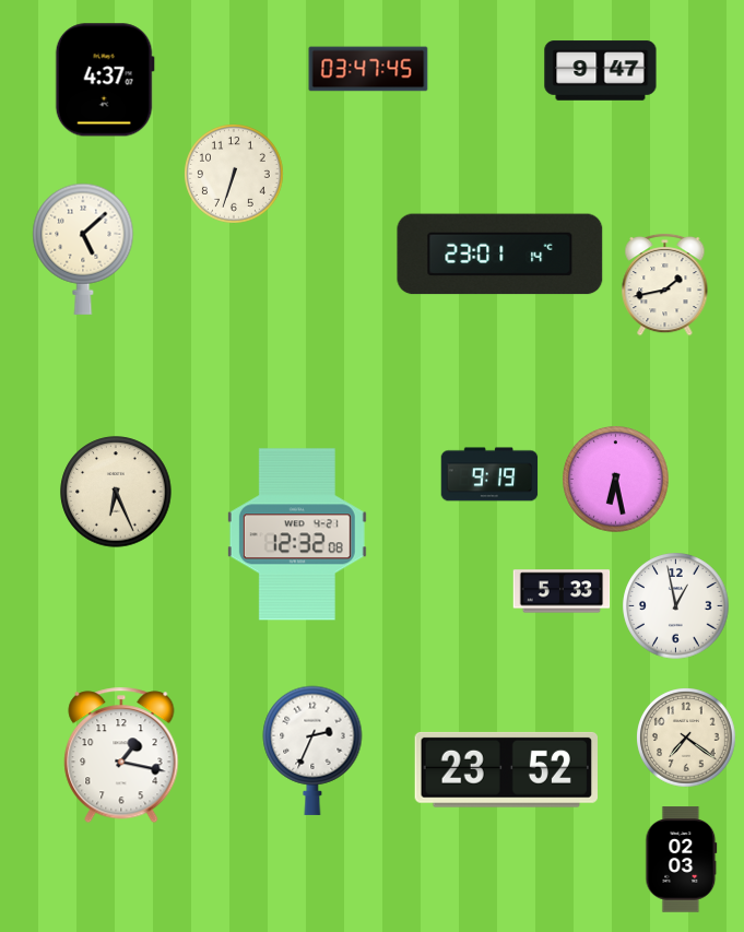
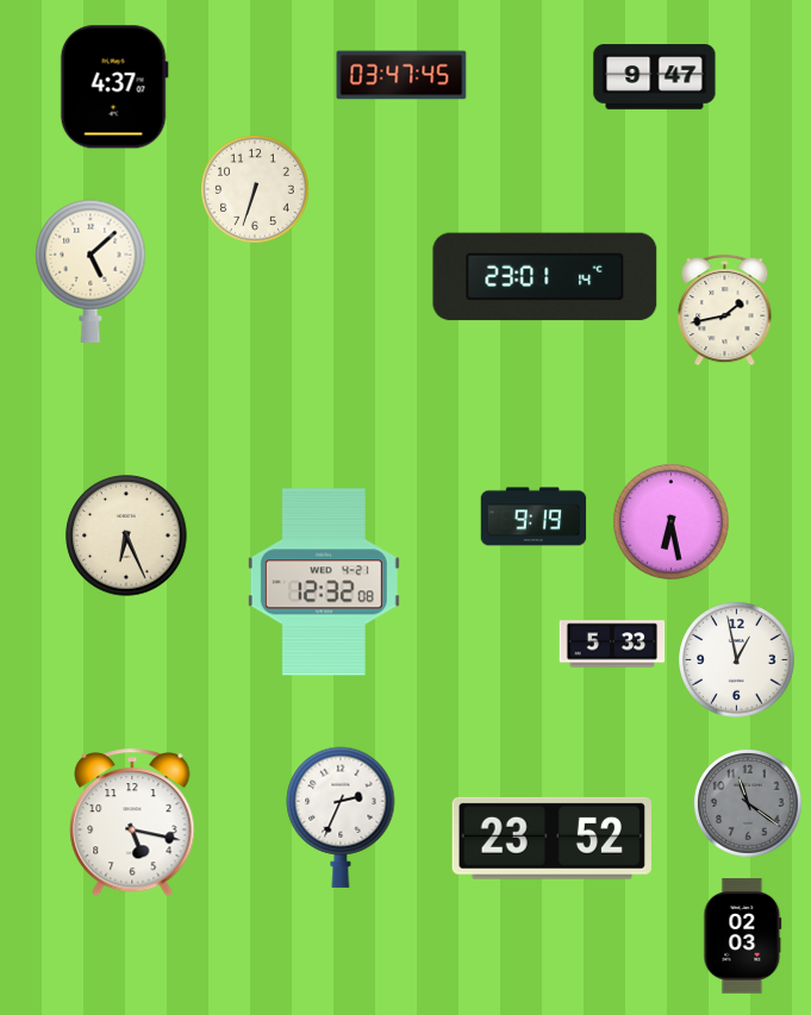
clock at (687, 739): 7:21 -> 11:21
clock at (687, 739) dial: cream -> grey
clock at (121, 755): 1:17 -> 5:17
